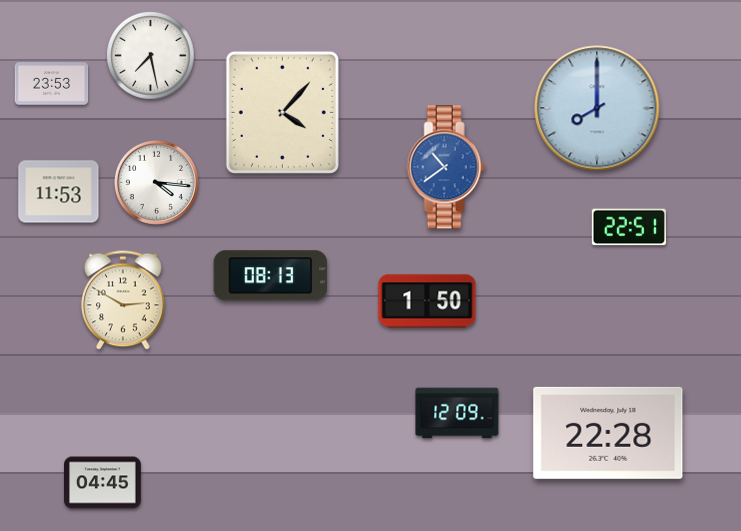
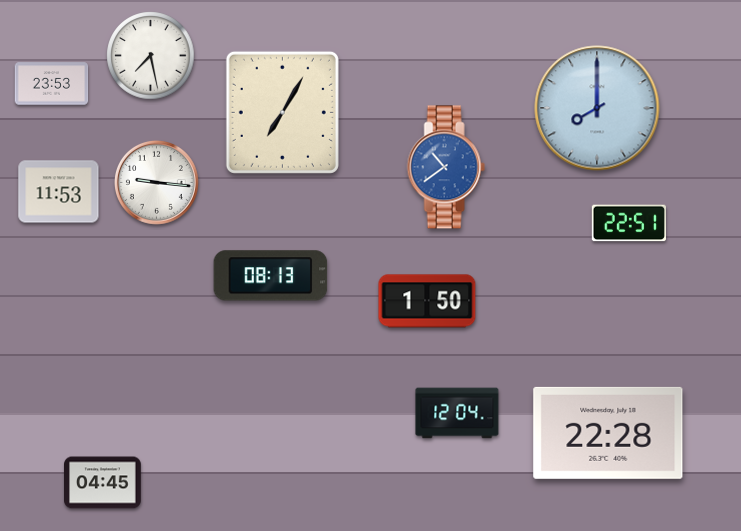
clock at (282, 112): 4:07 -> 7:05
clock at (156, 182): 4:16 -> 9:16
clock at (628, 227) position: (628, 227) -> (628, 223)
clock at (124, 300): 2:50 -> none
clock at (457, 413): 12:09 -> 12:04
